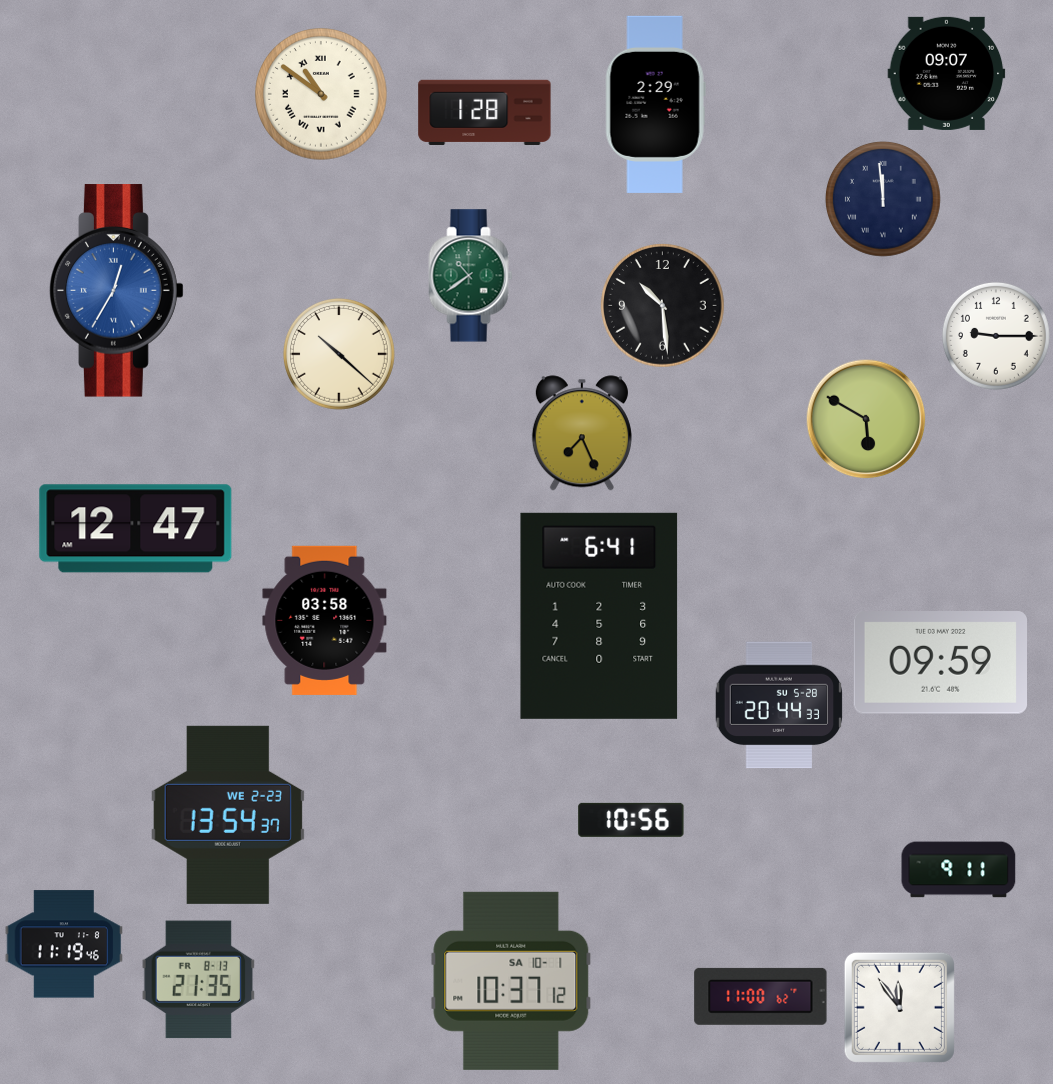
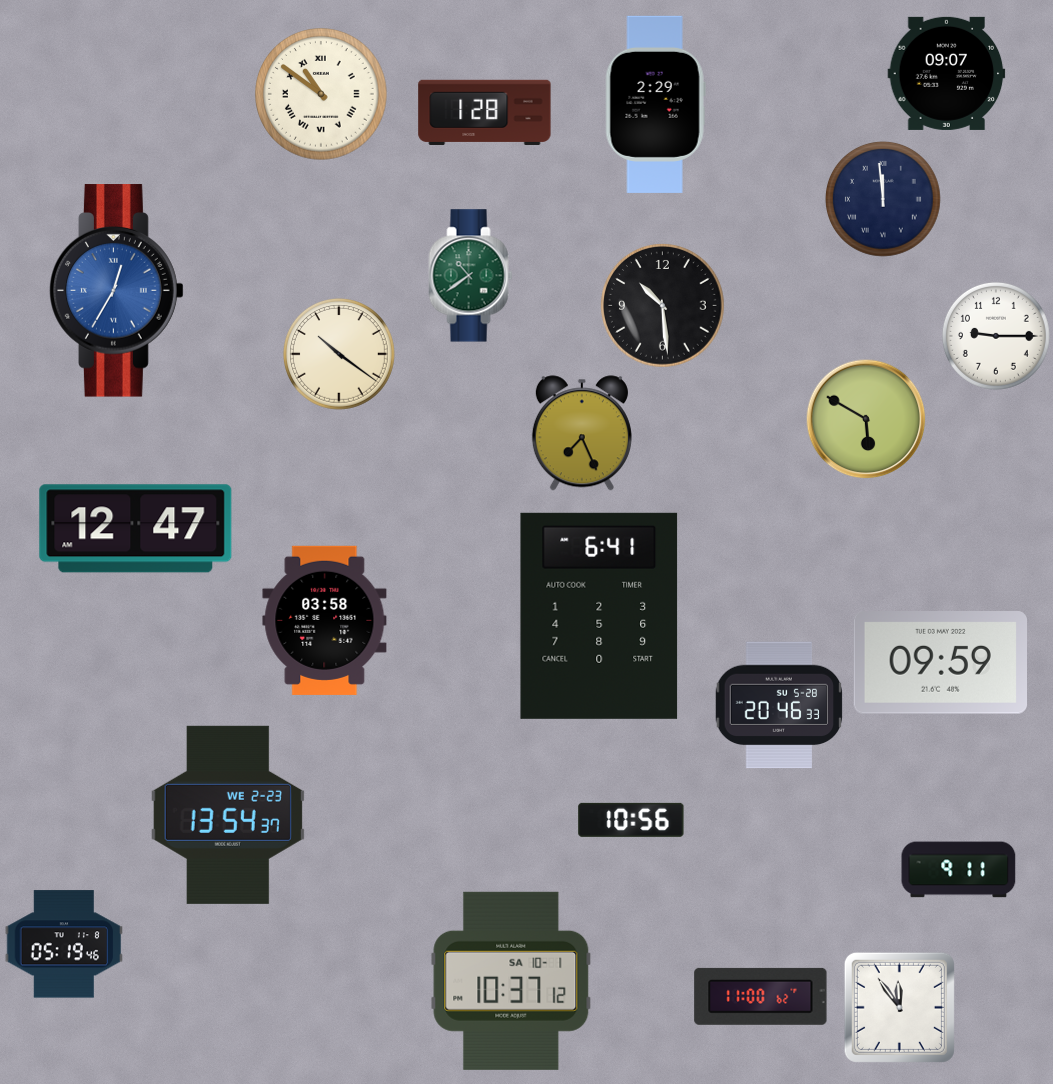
clock at (339, 354): 10:22 -> 10:21
clock at (778, 705): 20:44 -> 20:46
clock at (64, 944): 11:19 -> 05:19
clock at (199, 980): 21:35 -> none
